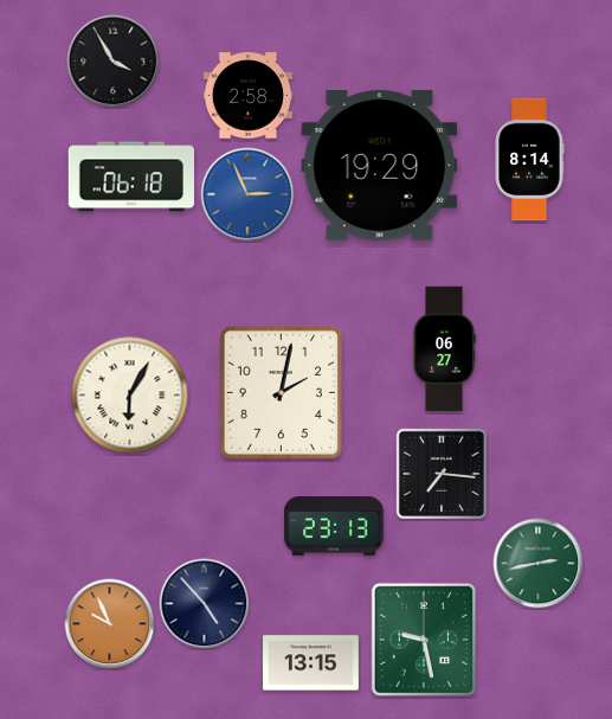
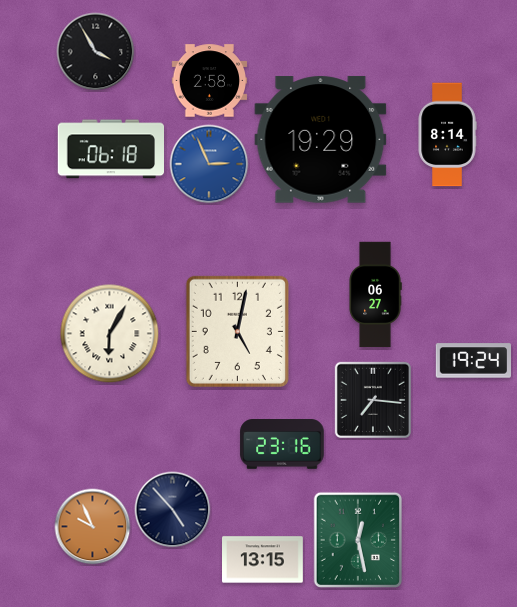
clock at (281, 392): 2:02 -> 5:02
clock at (473, 361): none -> 19:24
clock at (334, 527): 23:13 -> 23:16
clock at (539, 564): 2:43 -> none
clock at (423, 640): 9:28 -> 12:28
